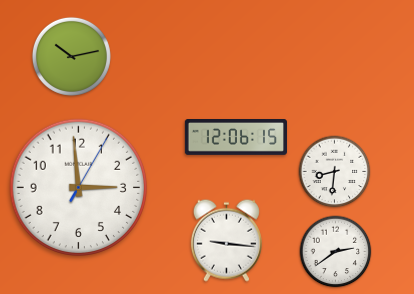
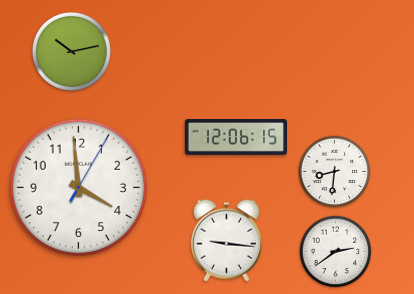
clock at (71, 56) position: (71, 56) -> (71, 51)
clock at (79, 188): 2:59 -> 3:59
